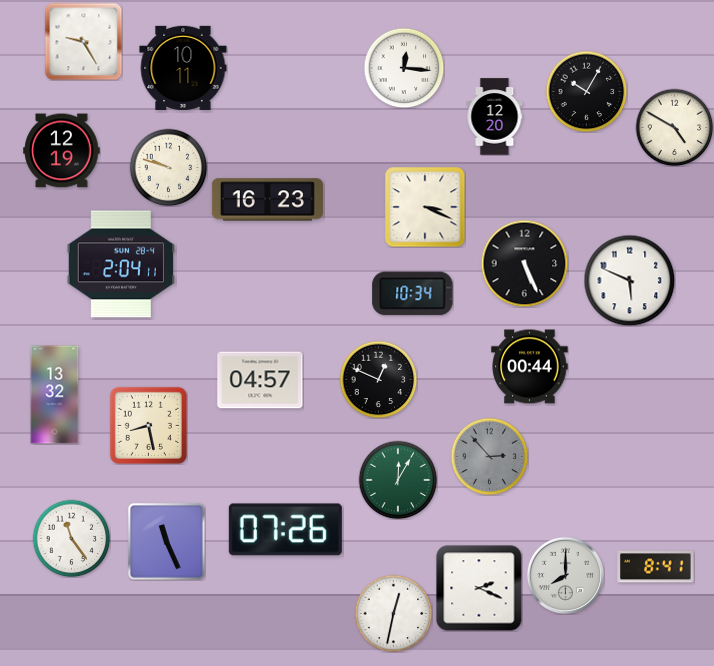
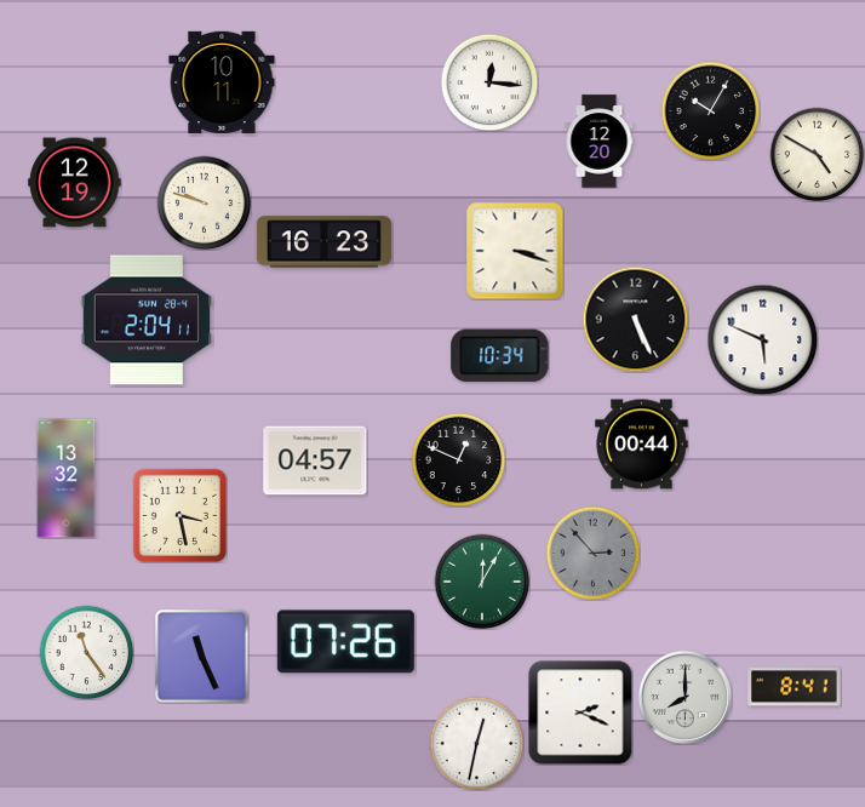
clock at (83, 41): 9:25 -> none
clock at (425, 207): 3:19 -> 3:18
clock at (148, 425): 8:28 -> 3:28
